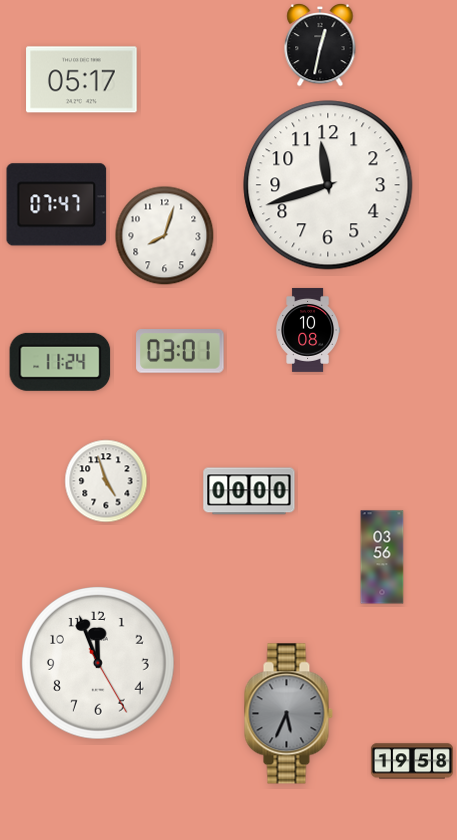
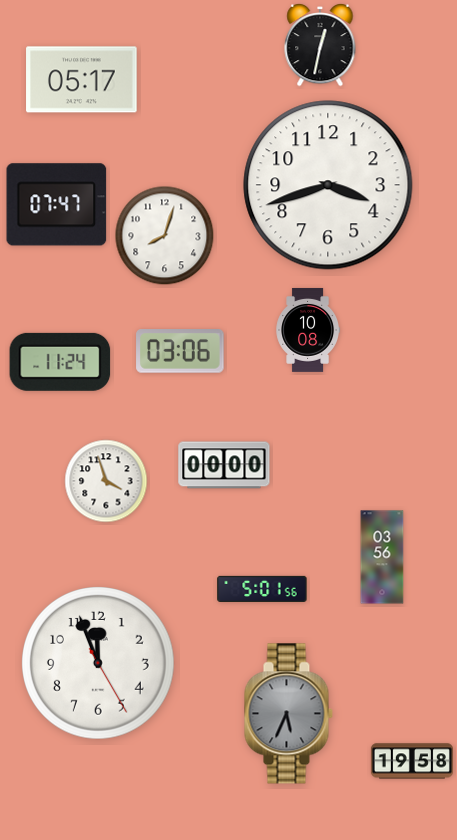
clock at (328, 185): 11:42 -> 3:42
clock at (180, 351): 03:01 -> 03:06
clock at (106, 481): 4:57 -> 3:57
clock at (249, 491) position: (249, 491) -> (224, 465)
clock at (262, 589): none -> 5:01
